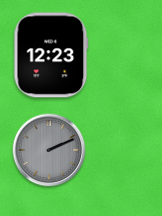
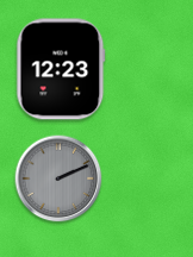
clock at (51, 55) position: (51, 55) -> (61, 69)
